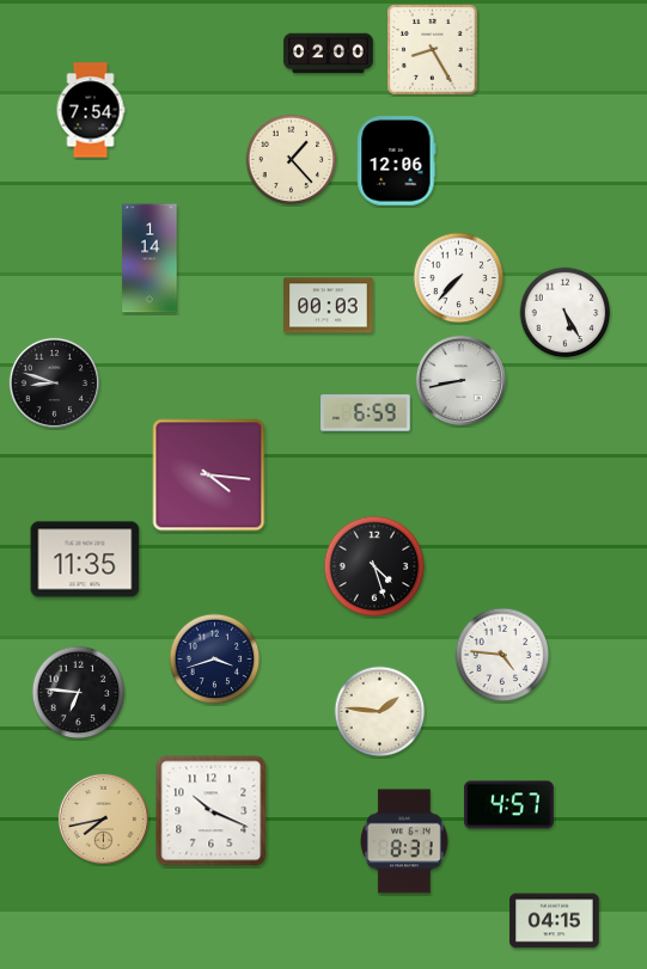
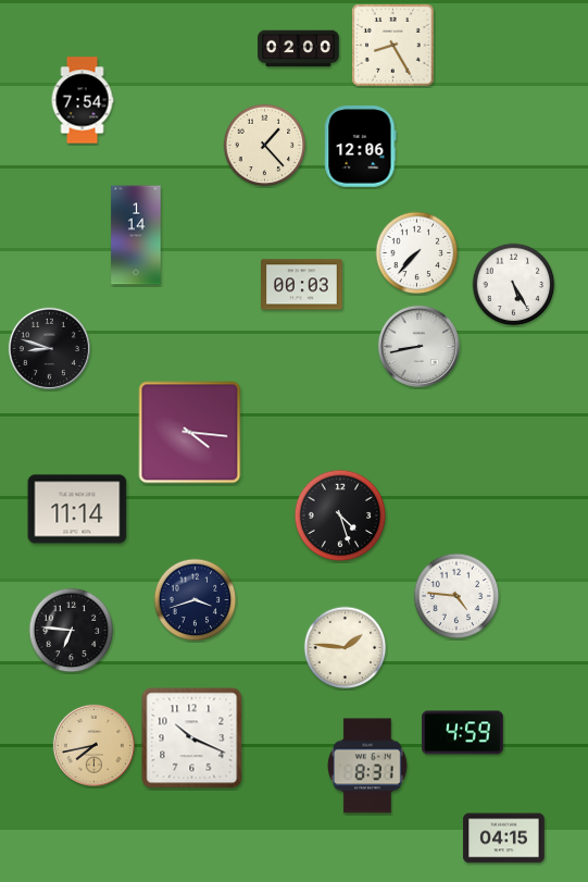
clock at (329, 306) position: (329, 306) -> (302, 285)
clock at (366, 413): 6:59 -> none
clock at (85, 559): 11:35 -> 11:14
clock at (509, 805): 4:57 -> 4:59
